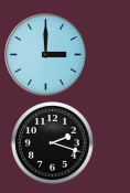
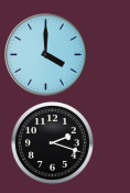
clock at (46, 55): 3:00 -> 4:00
